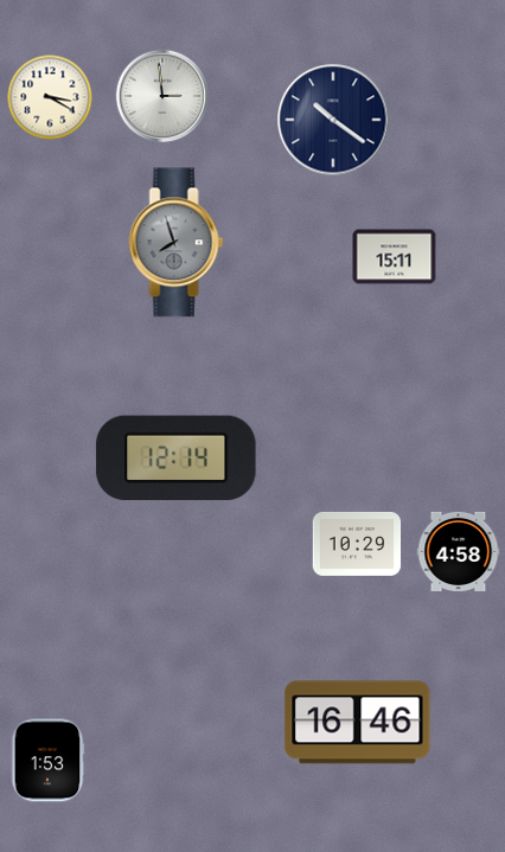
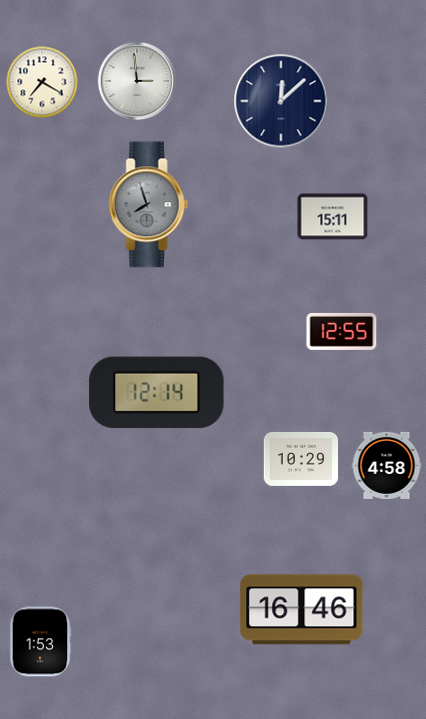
clock at (50, 97): 3:20 -> 7:20
clock at (333, 120): 10:21 -> 12:08
clock at (342, 331): none -> 12:55
clock at (177, 459) position: (177, 459) -> (157, 393)
